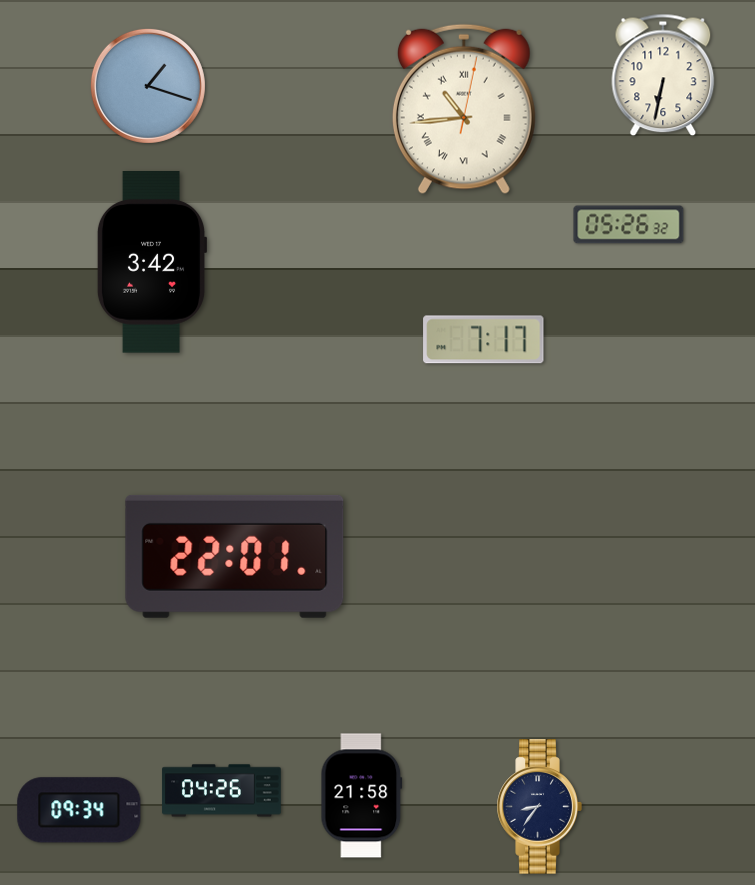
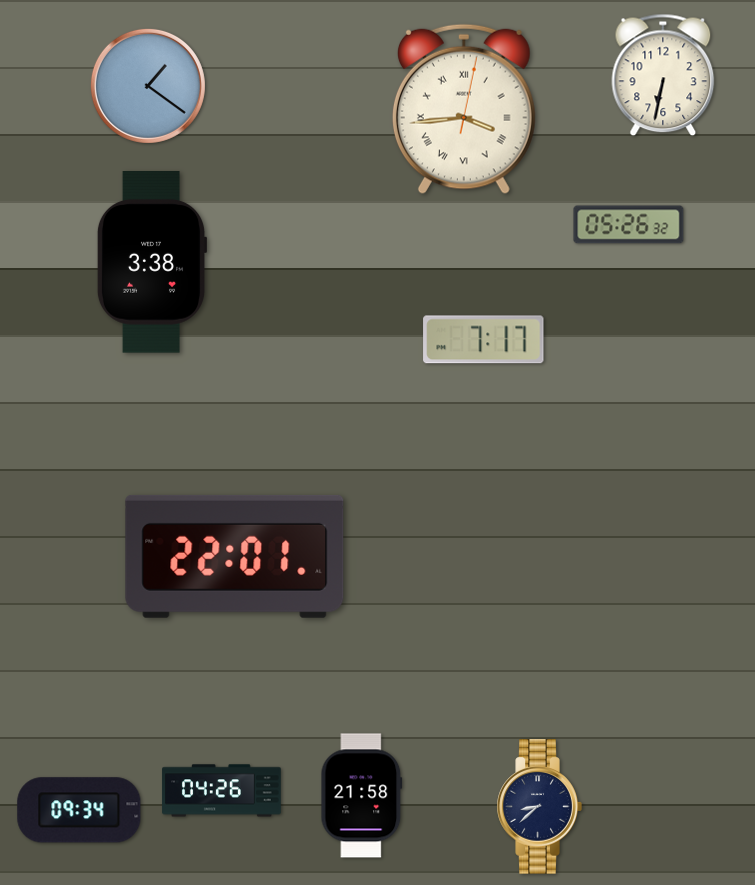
clock at (148, 86): 1:18 -> 1:21
clock at (464, 109): 10:44 -> 3:44
clock at (152, 262): 3:42 -> 3:38
clock at (539, 807): 8:36 -> 8:38
